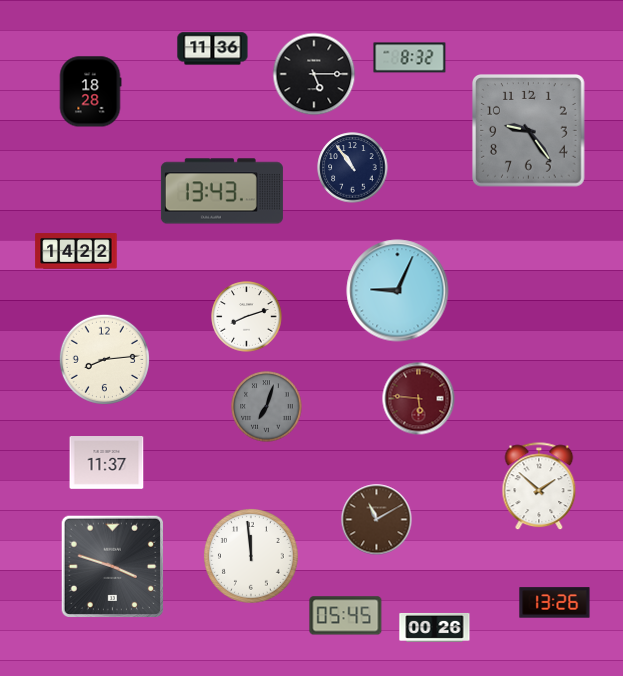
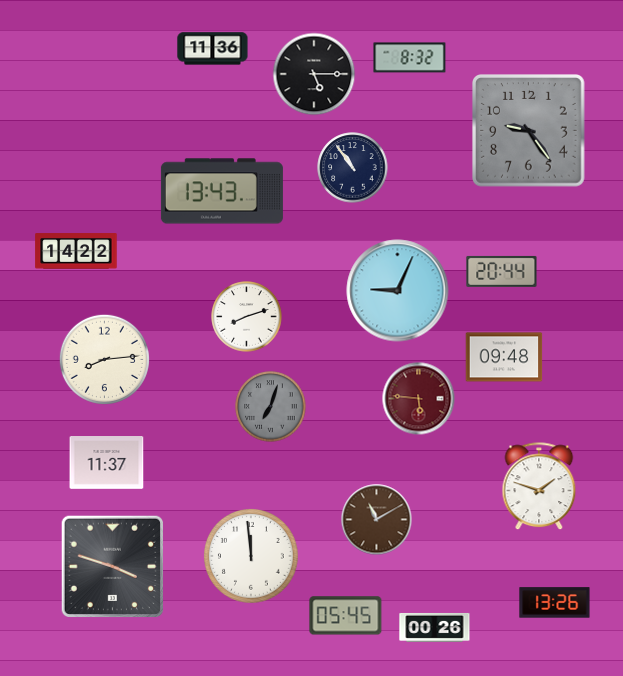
clock at (90, 92): 18:28 -> none
clock at (502, 271): none -> 20:44
clock at (504, 357): none -> 09:48
clock at (267, 407) position: (267, 407) -> (271, 407)
clock at (539, 487): 1:52 -> 1:48
